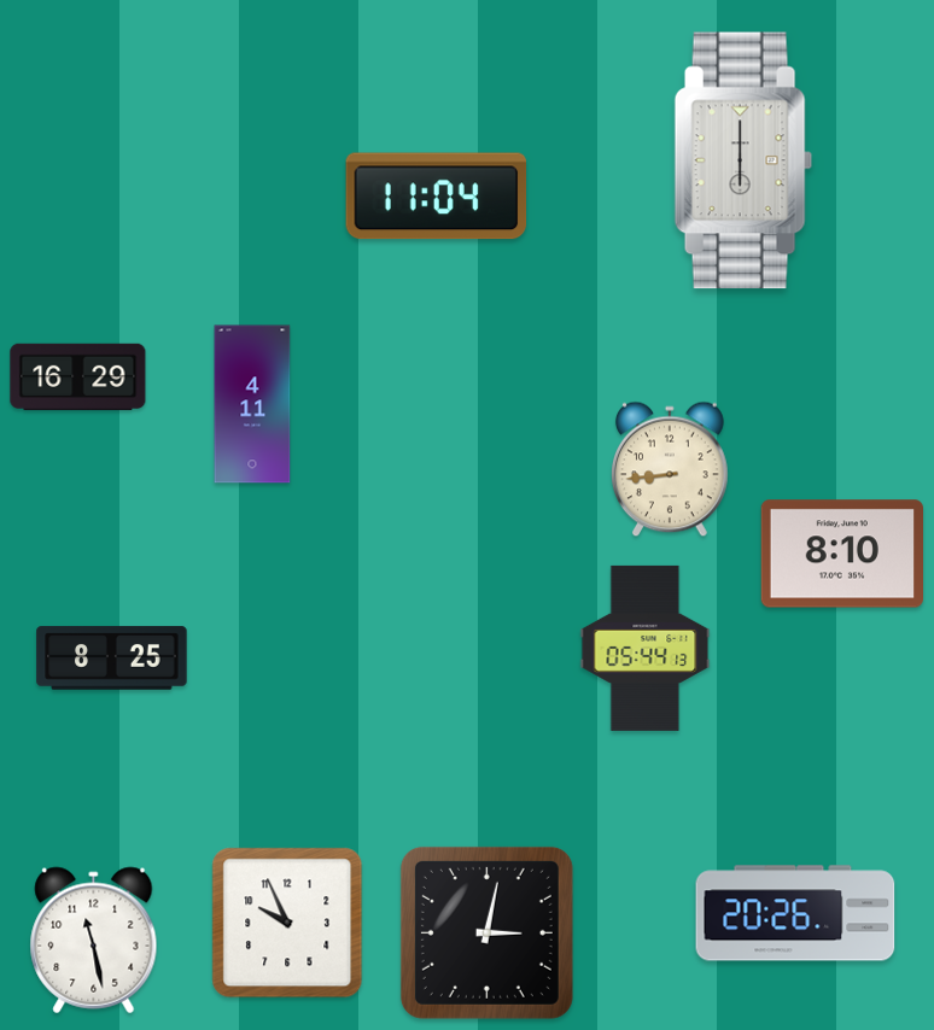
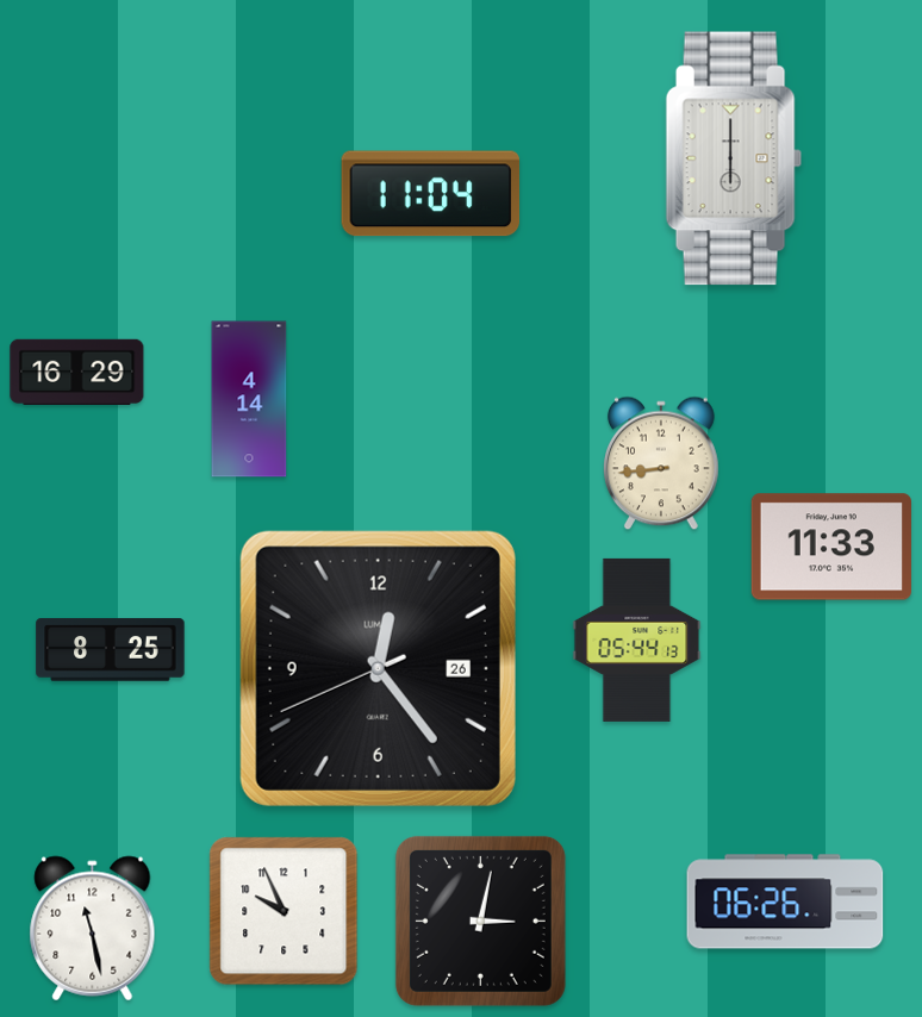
clock at (252, 404): 4:11 -> 4:14
clock at (842, 554): 8:10 -> 11:33
clock at (378, 668): none -> 12:23
clock at (795, 913): 20:26 -> 06:26
